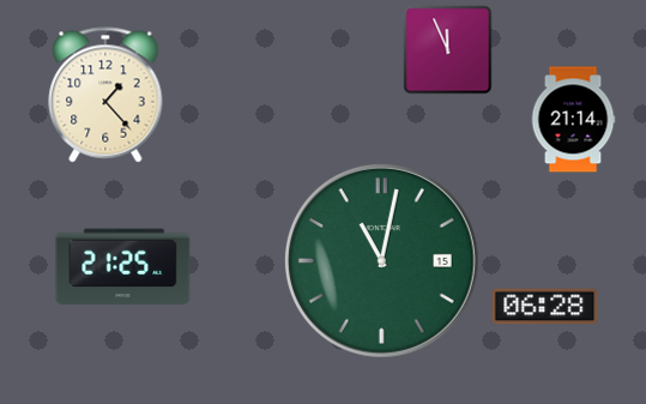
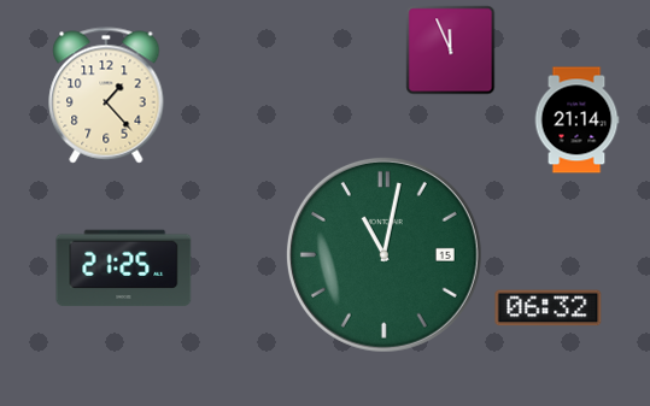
clock at (381, 260) position: (381, 260) -> (383, 254)
clock at (545, 307): 06:28 -> 06:32
